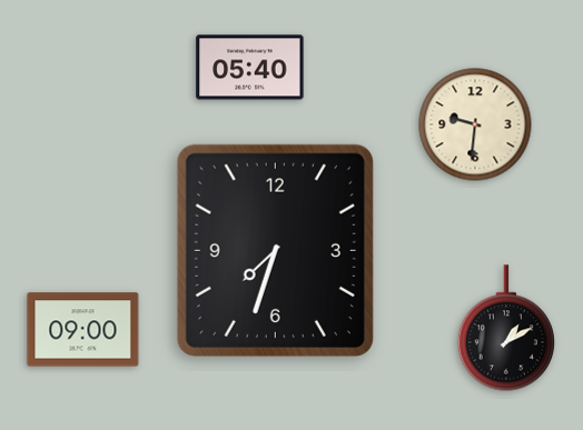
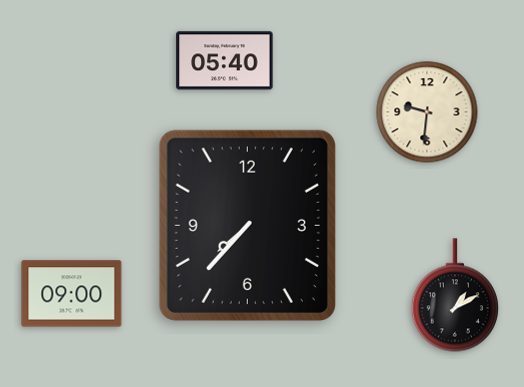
clock at (275, 250): 7:33 -> 7:37
clock at (83, 330) position: (83, 330) -> (72, 294)
